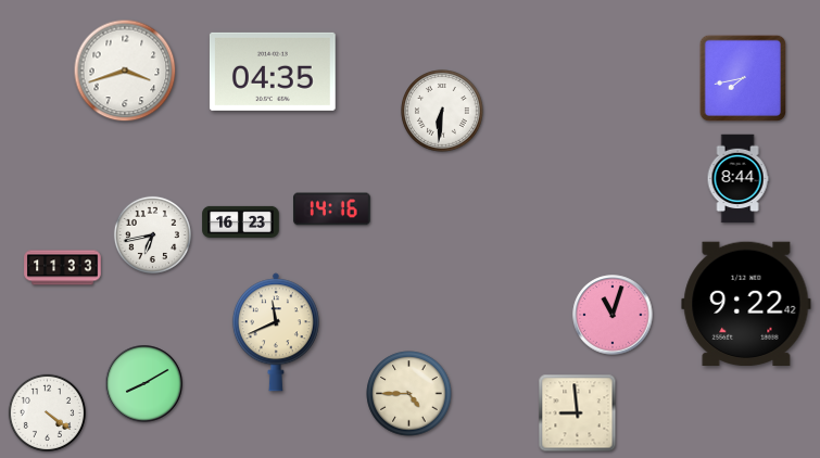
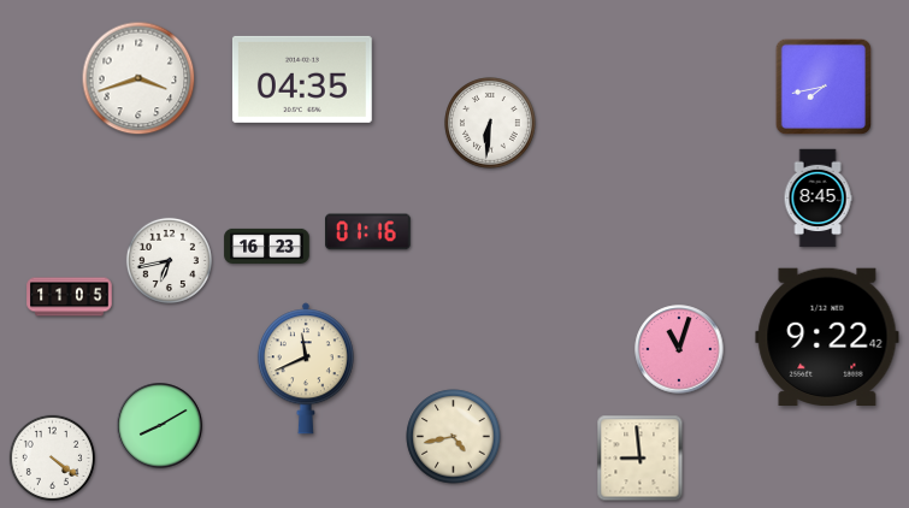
clock at (737, 179): 8:44 -> 8:45
clock at (332, 209): 14:16 -> 01:16
clock at (63, 268): 11:33 -> 11:05
clock at (409, 394): 4:45 -> 4:43
